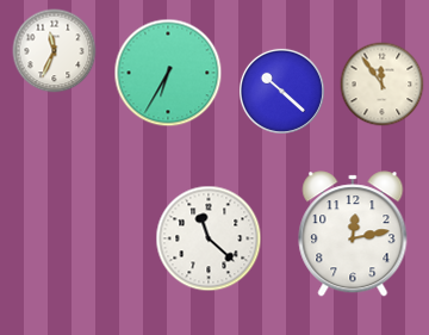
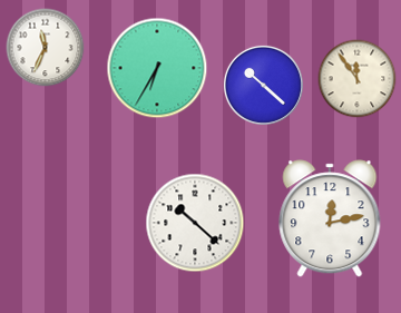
clock at (55, 51) position: (55, 51) -> (46, 48)
clock at (209, 238): 11:22 -> 10:22
